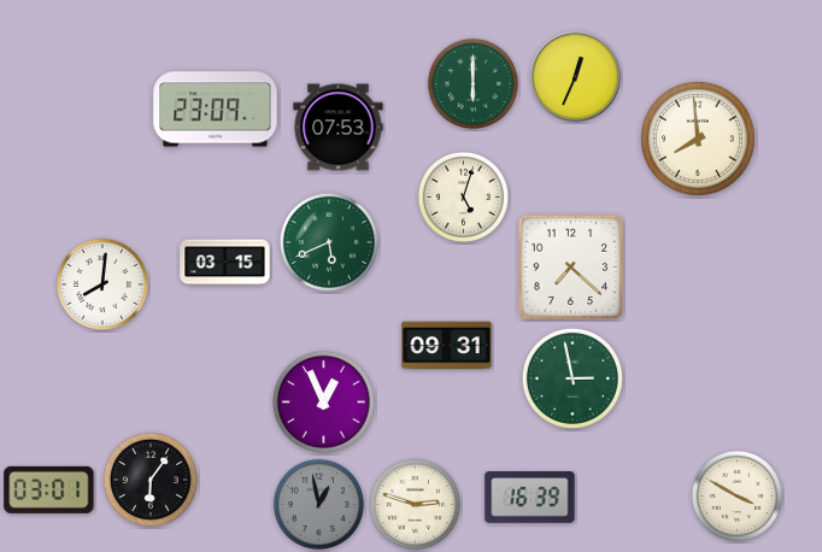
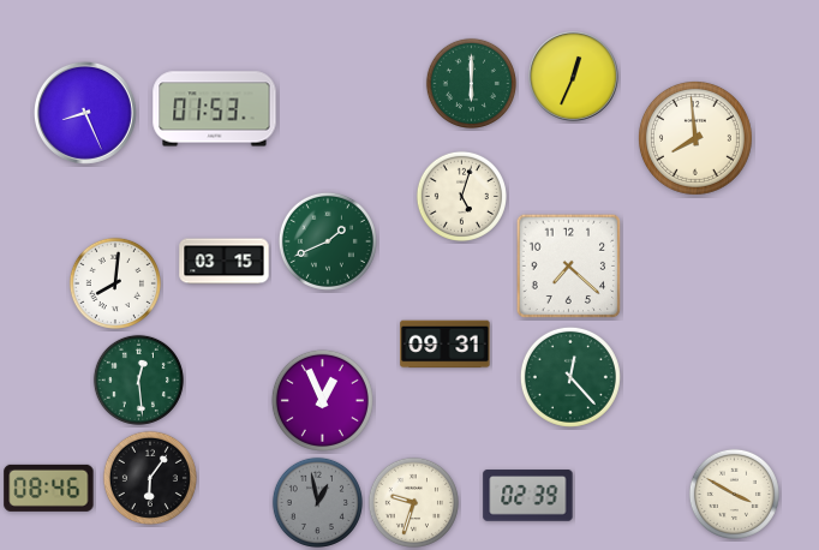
clock at (216, 110): 23:09 -> 01:53
clock at (85, 113): none -> 8:26
clock at (339, 128): 07:53 -> none
clock at (329, 242): 5:41 -> 1:41
clock at (102, 284) position: (102, 284) -> (115, 283)
clock at (573, 378): 2:58 -> 12:23
clock at (138, 379): none -> 12:29
clock at (49, 489): 03:01 -> 08:46
clock at (530, 498): 16:39 -> 02:39
clock at (415, 504): 2:48 -> 9:33
